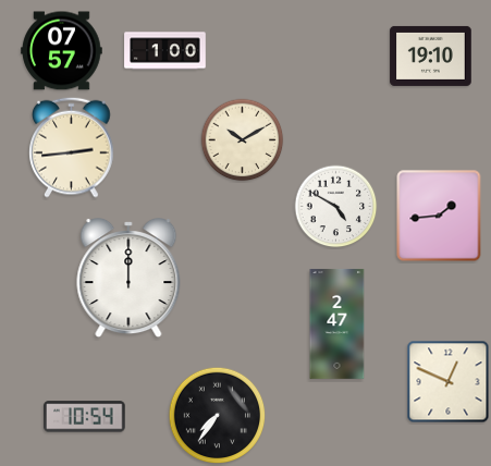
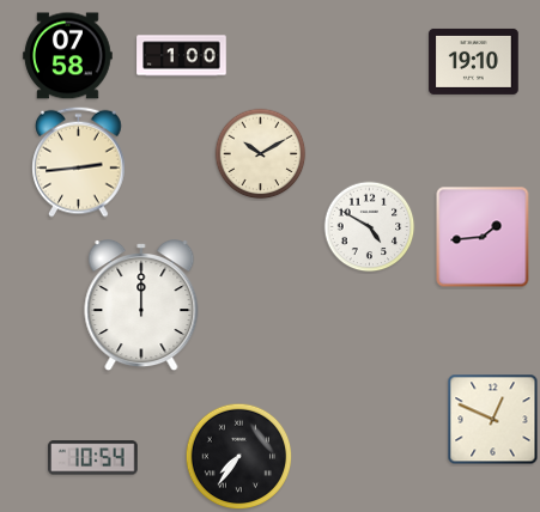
clock at (62, 51): 07:57 -> 07:58
clock at (243, 140) position: (243, 140) -> (261, 154)
clock at (337, 323): 2:47 -> none
